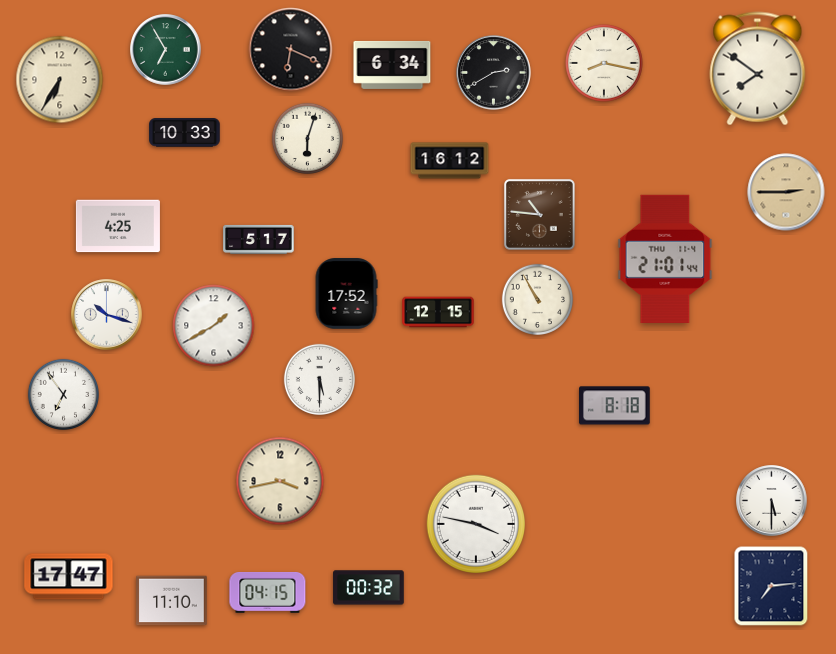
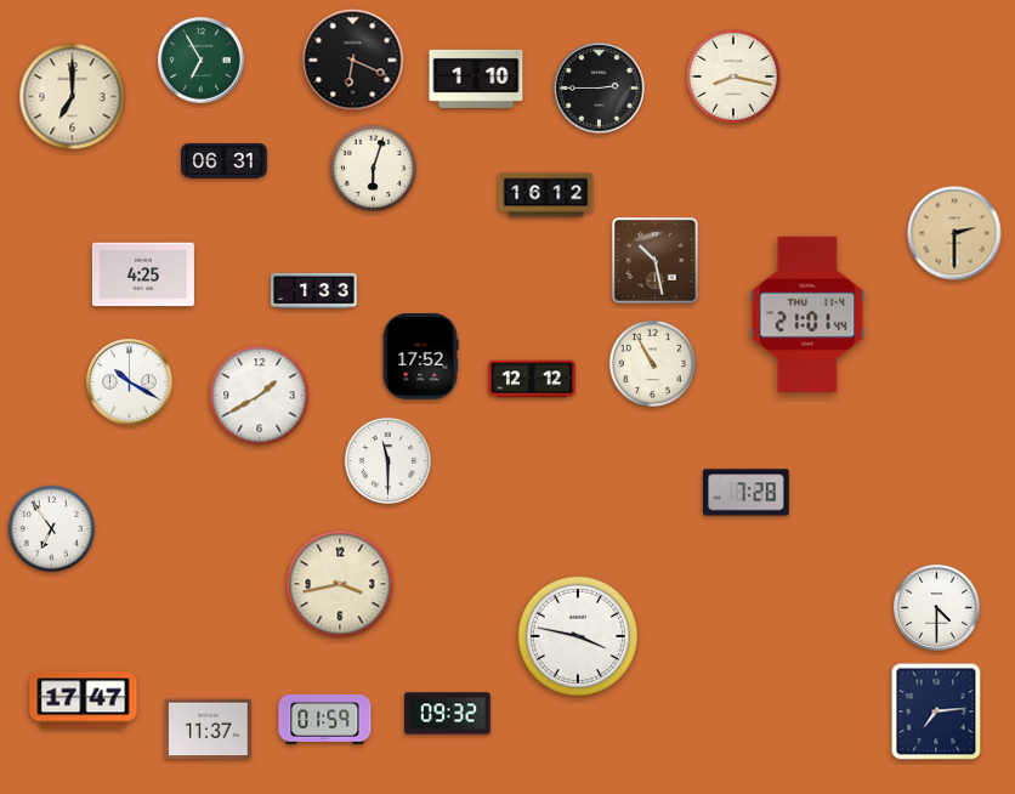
clock at (392, 65): 6:34 -> 1:10
clock at (758, 69): 7:51 -> none
clock at (494, 73): 2:40 -> 2:45
clock at (60, 80): 6:35 -> 7:00
clock at (185, 133): 10:33 -> 06:31
clock at (786, 192): 2:45 -> 2:30
clock at (539, 214): 10:46 -> 10:28
clock at (259, 239): 5:17 -> 1:33
clock at (438, 312): 12:15 -> 12:12
clock at (107, 315): 10:18 -> 10:20
clock at (319, 379): 5:30 -> 11:30
clock at (63, 394) position: (63, 394) -> (51, 528)
clock at (615, 406): 8:18 -> 7:28
clock at (772, 501): 5:30 -> 4:30
clock at (369, 588): 00:32 -> 09:32
clock at (268, 592): 04:15 -> 01:59
clock at (172, 601): 11:10 -> 11:37
